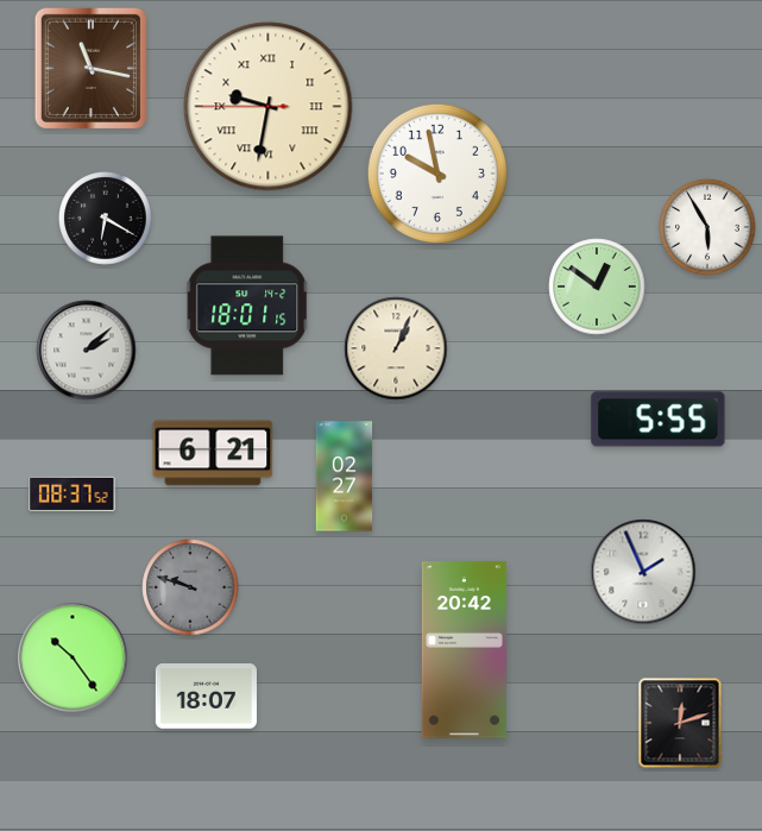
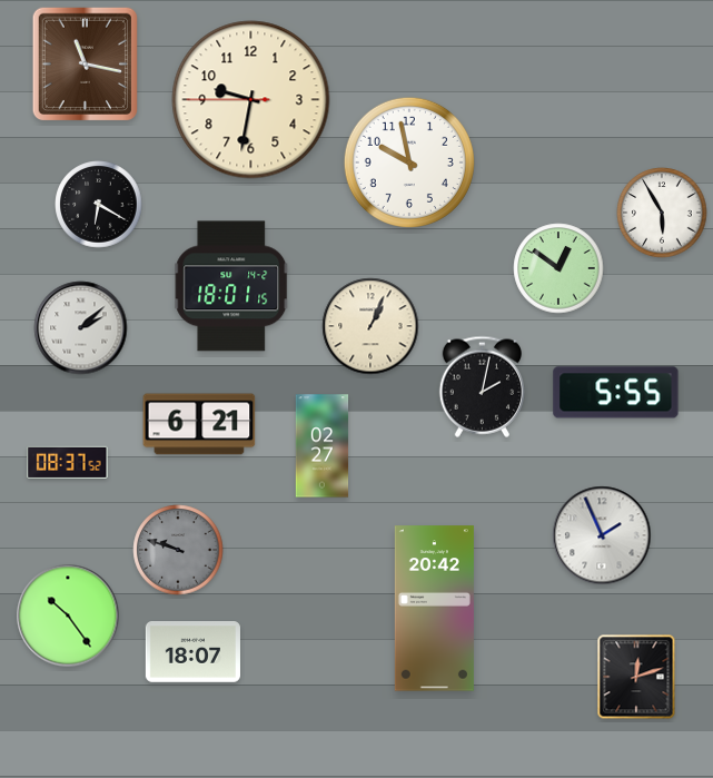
clock at (269, 107) numerals: Roman -> Arabic
clock at (482, 386): none -> 2:02
